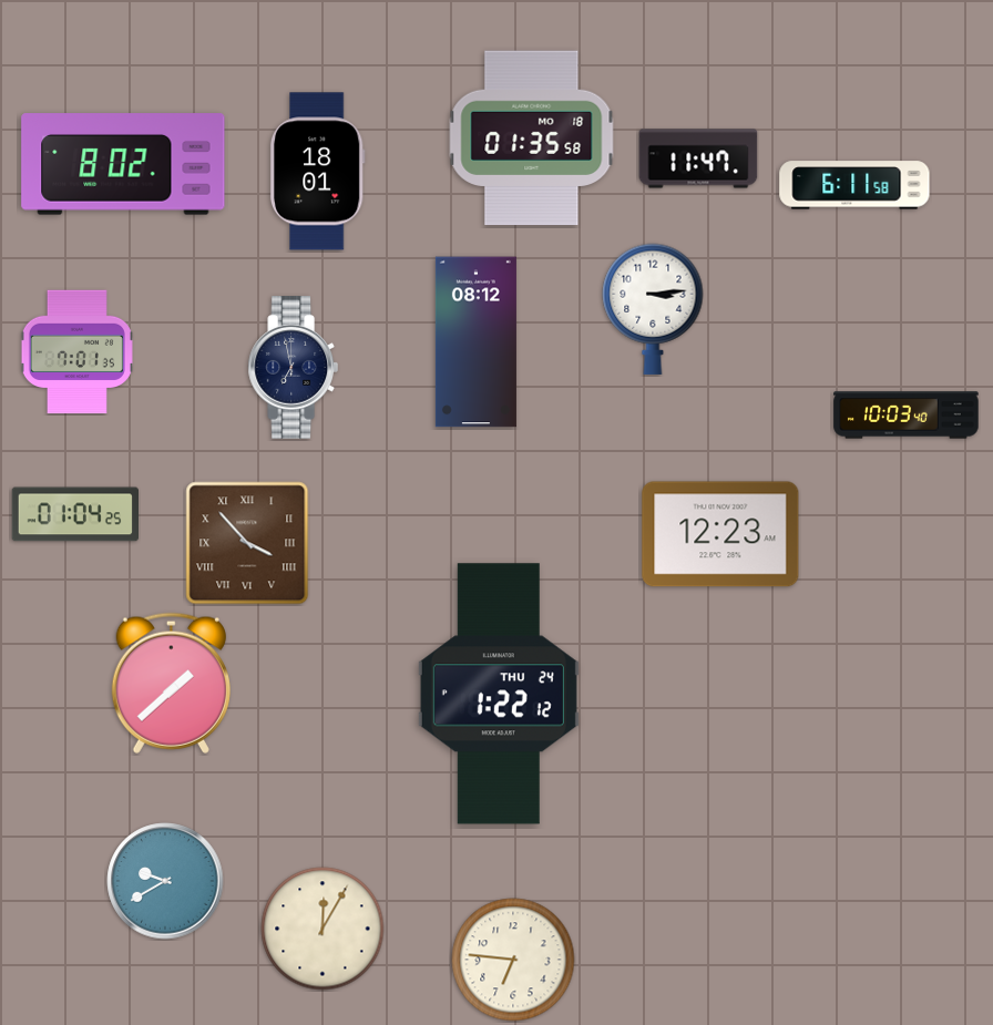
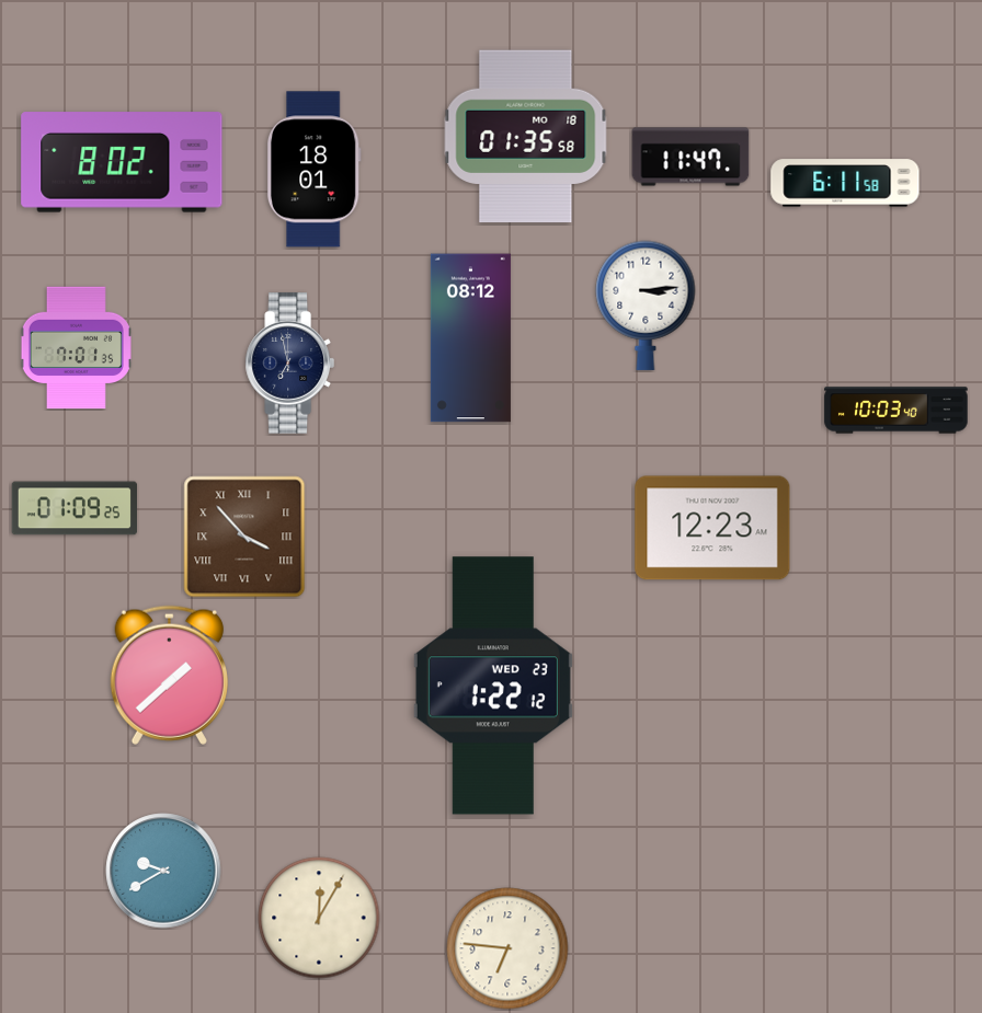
clock at (74, 514): 01:04 -> 01:09
clock at (499, 694) date: THU 24 -> WED 23
